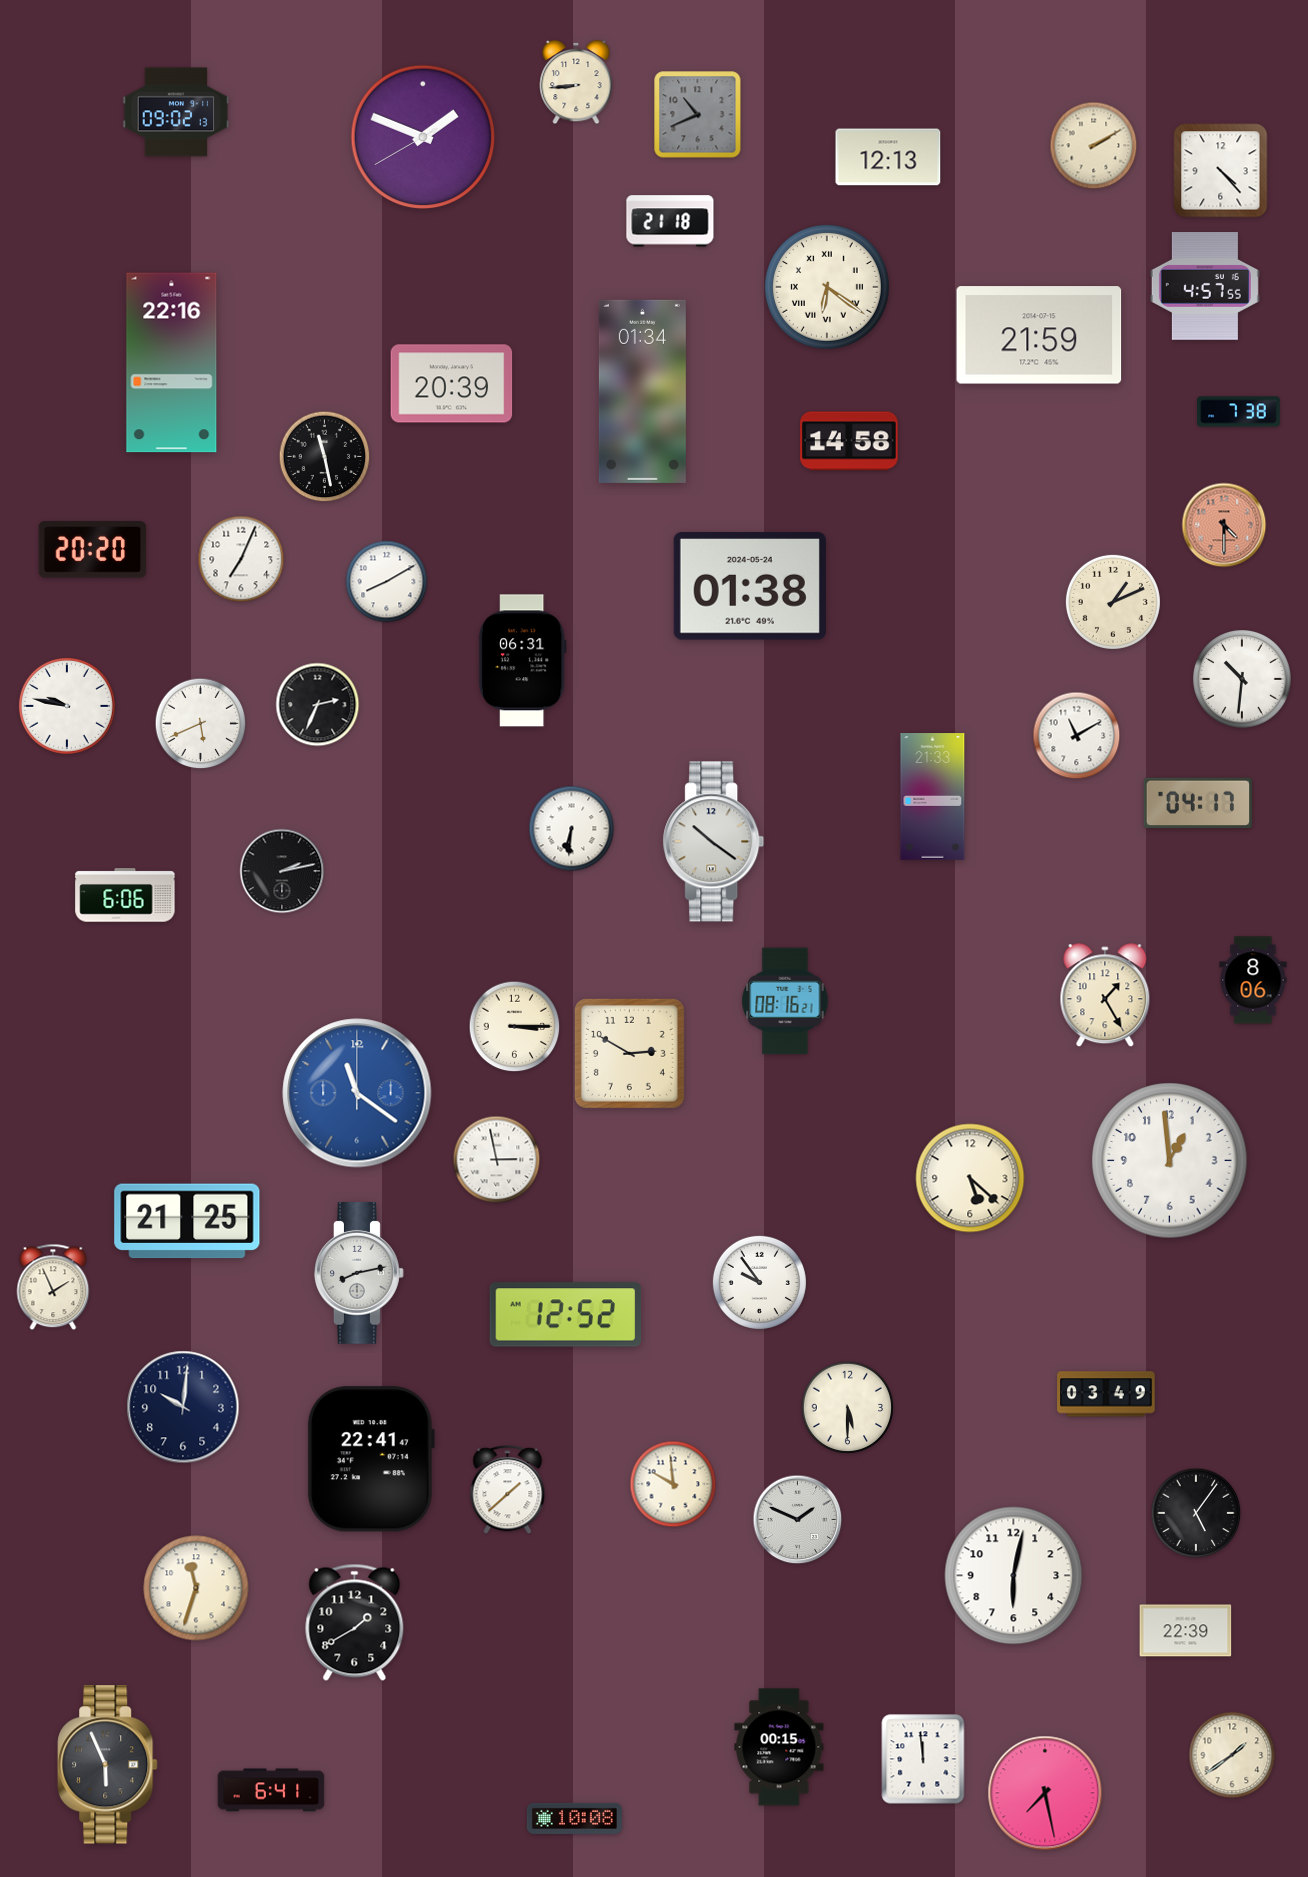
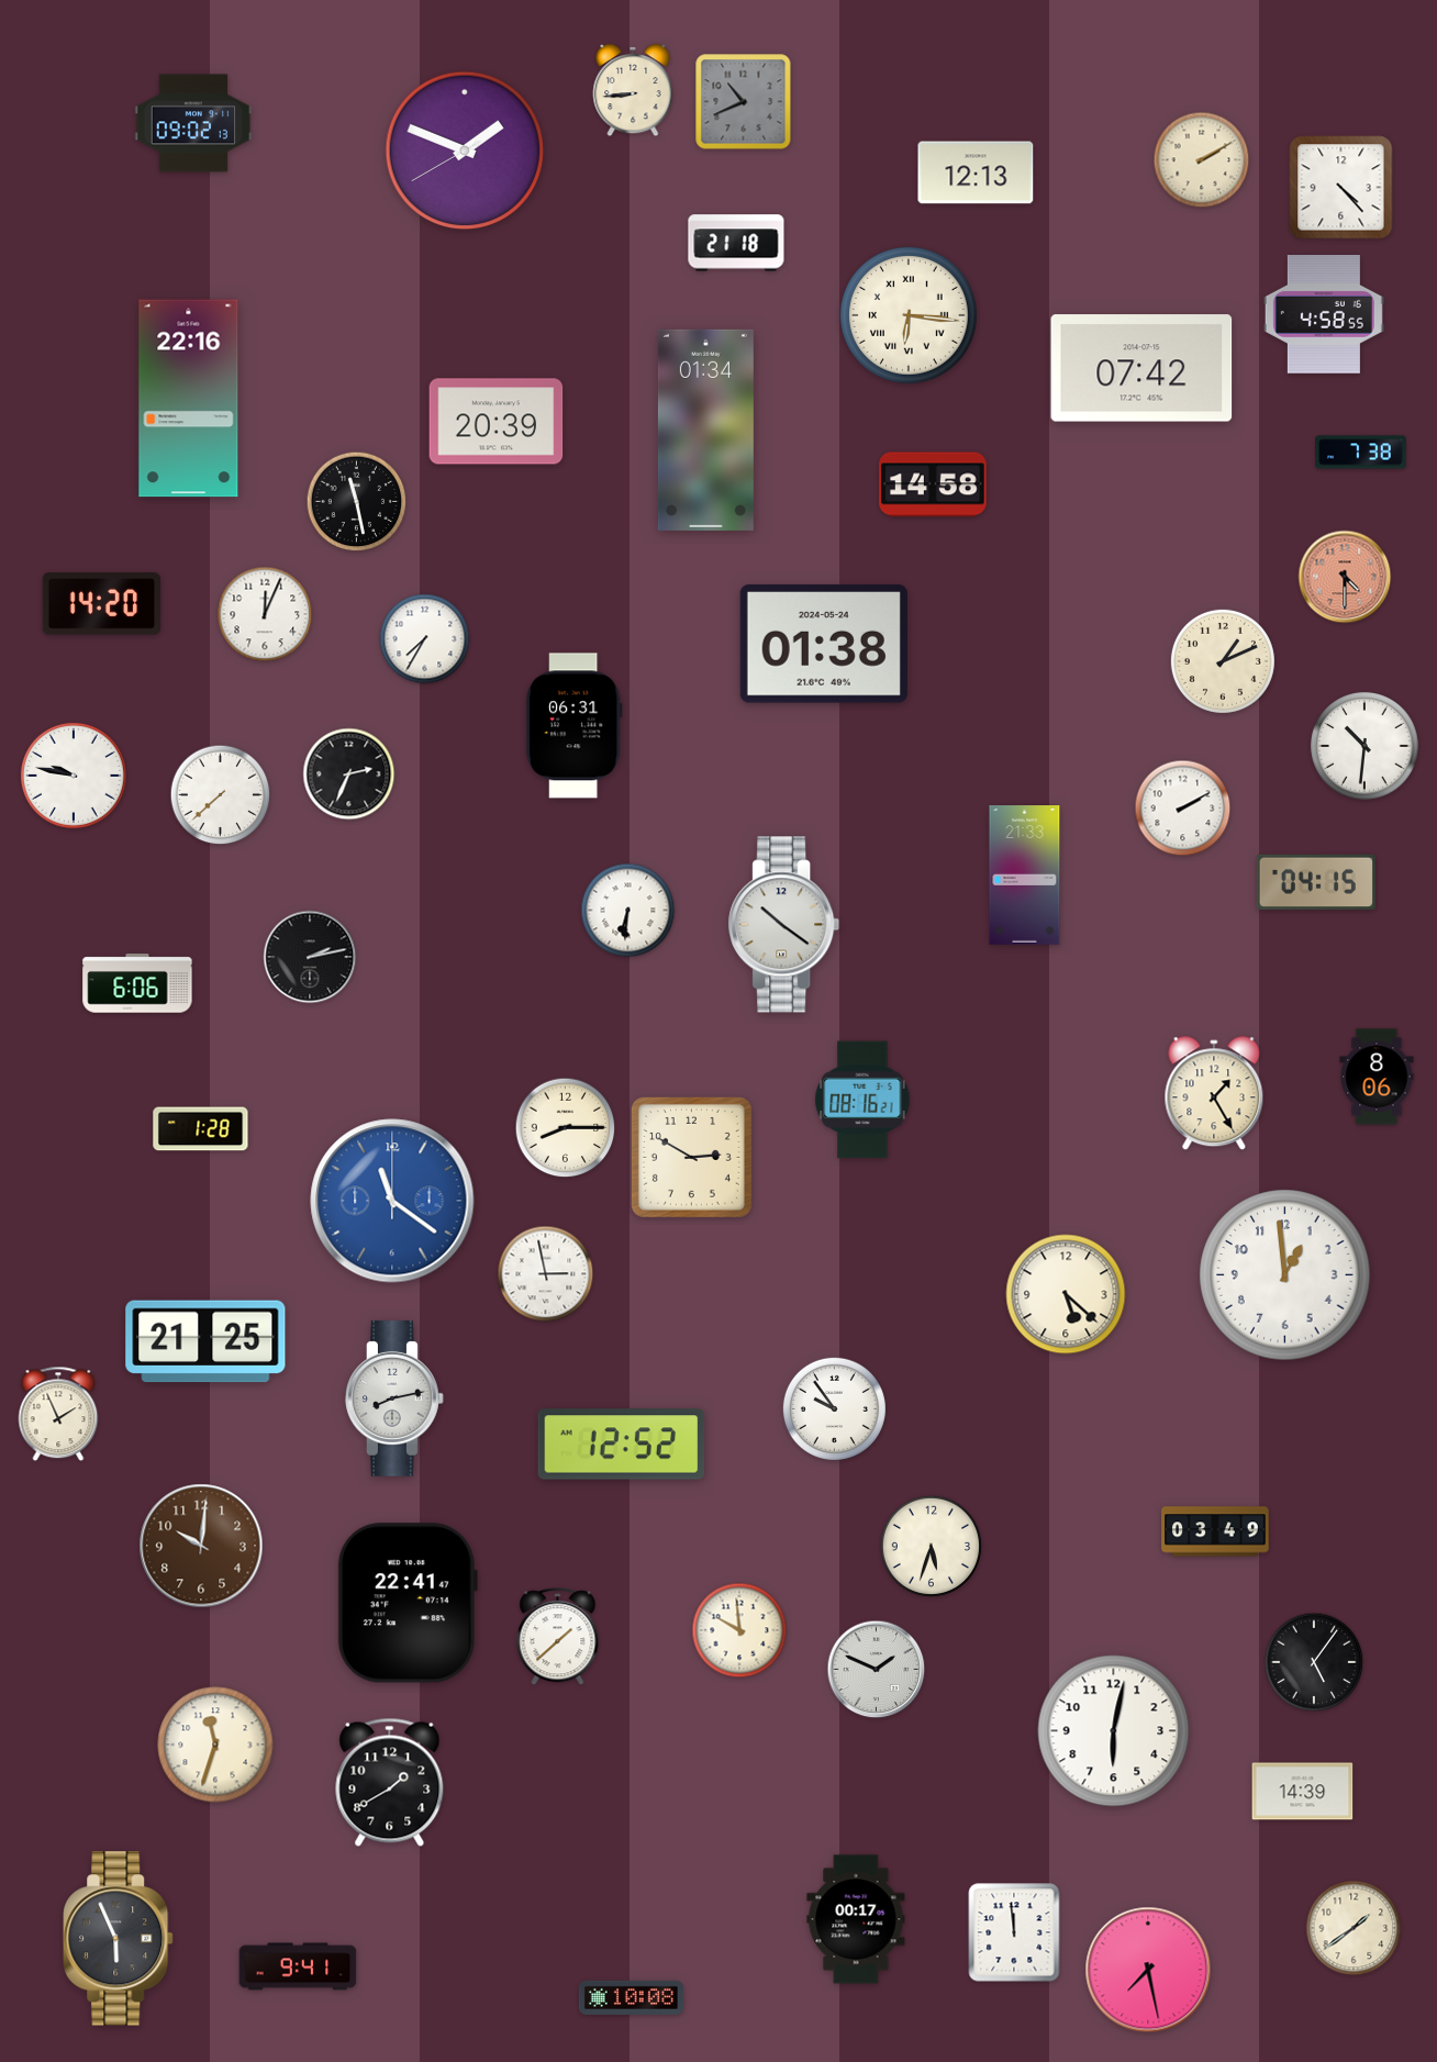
clock at (698, 115) position: (698, 115) -> (744, 102)
clock at (827, 287): 6:21 -> 6:16
clock at (1205, 287): 4:57 -> 4:58
clock at (1039, 335): 21:59 -> 07:42
clock at (93, 550): 20:20 -> 14:20
clock at (241, 559): 7:04 -> 12:04
clock at (387, 582): 8:10 -> 7:35
clock at (201, 724): 5:41 -> 7:38
clock at (1077, 736): 11:10 -> 2:10
clock at (1197, 803): 04:17 -> 04:15
clock at (515, 1027): 3:15 -> 8:15
clock at (201, 1129): none -> 1:28
clock at (183, 1407) dial: navy -> brown
clock at (847, 1407): 5:30 -> 5:33
clock at (1186, 1631): 22:39 -> 14:39
clock at (779, 1747): 00:15 -> 00:17
clock at (271, 1790): 6:41 -> 9:41
